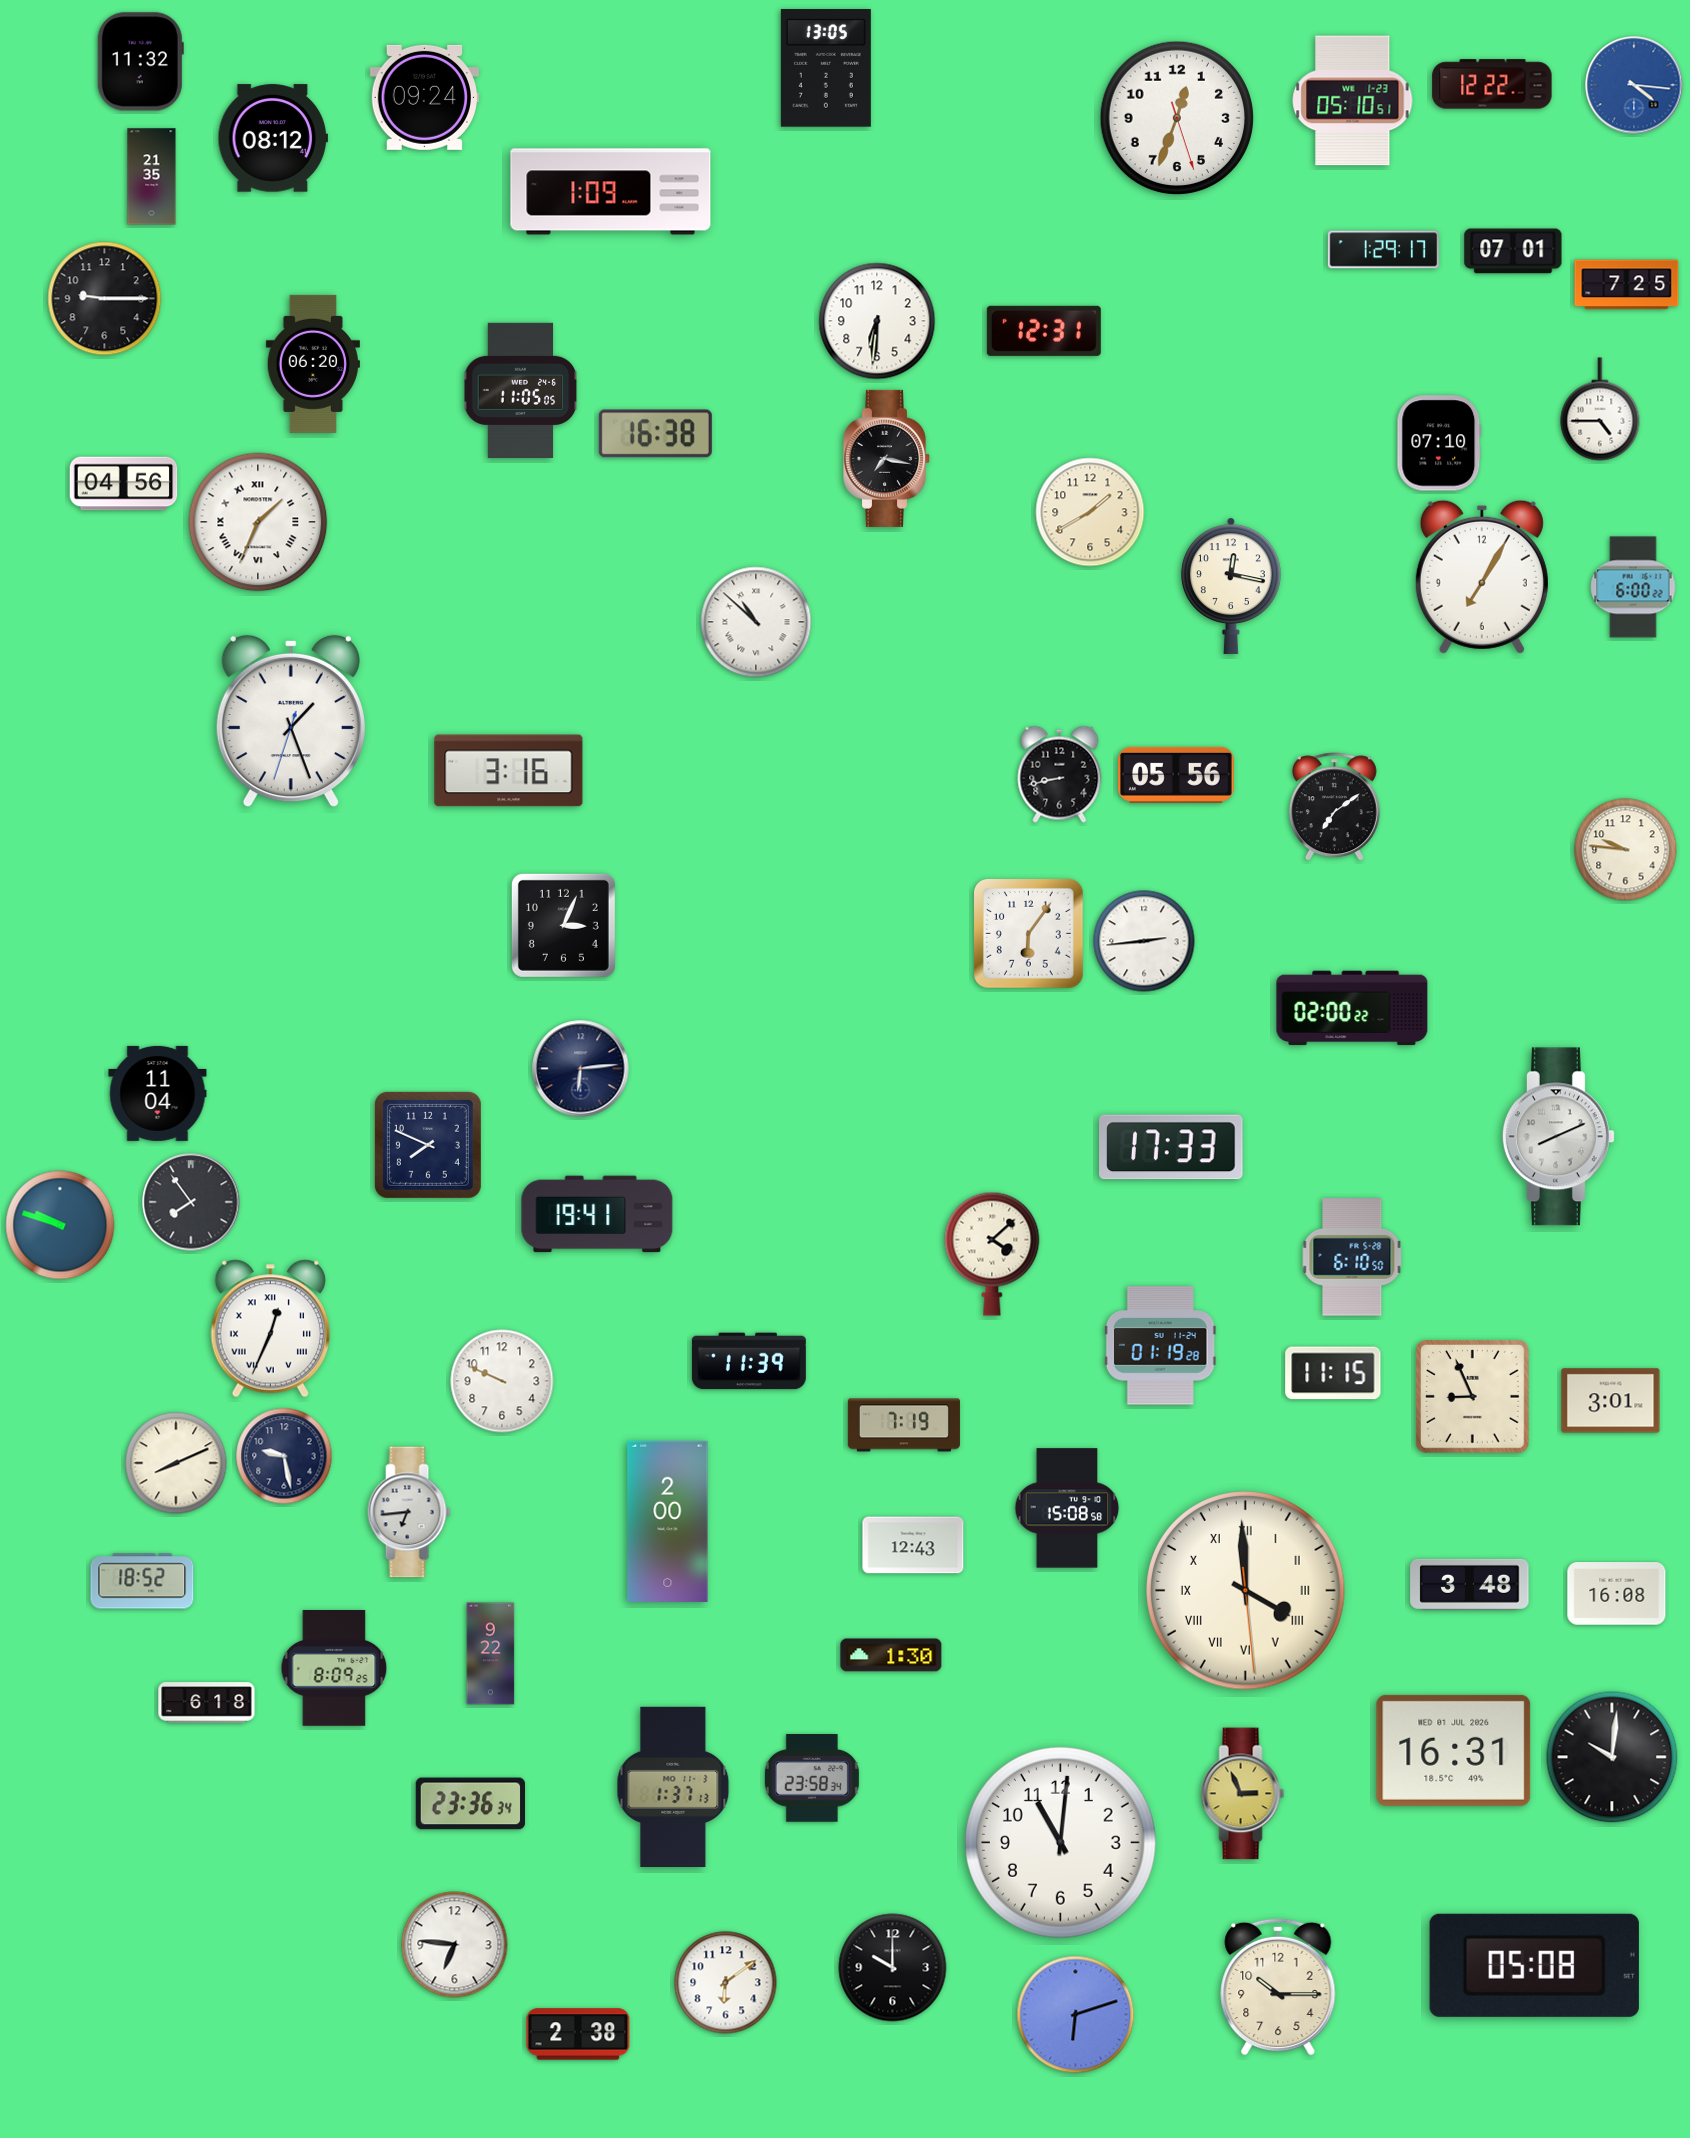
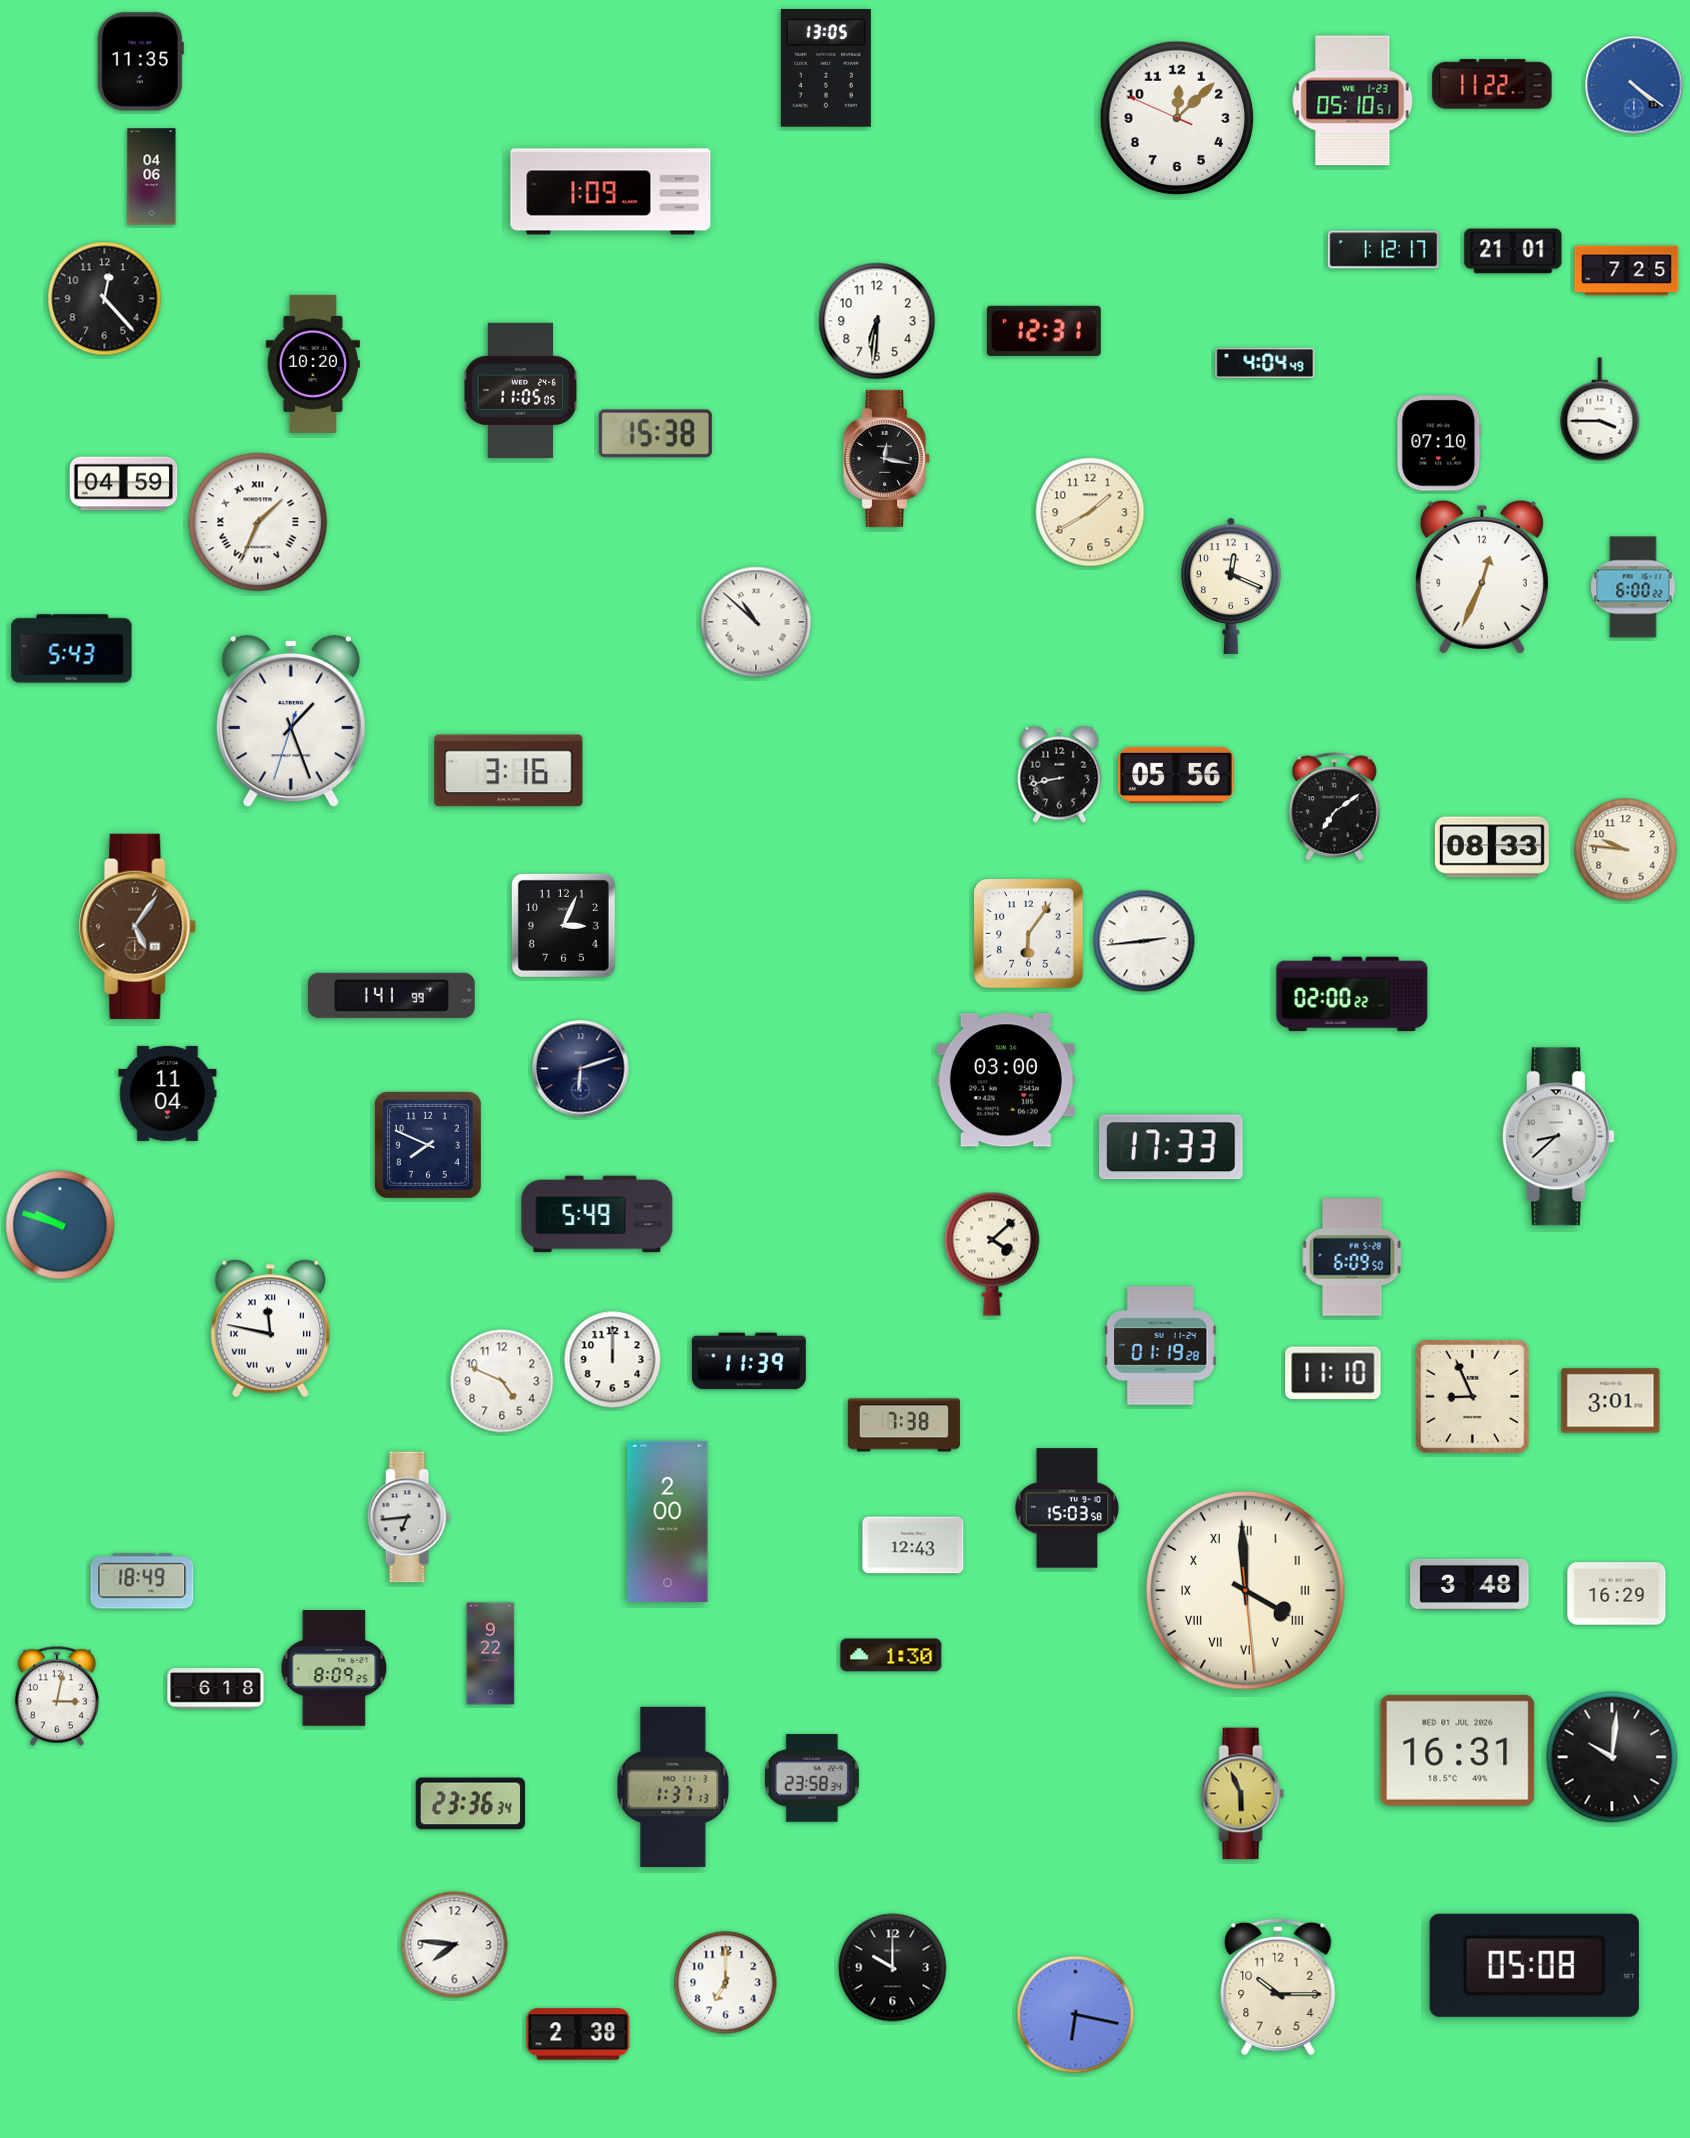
clock at (140, 62): 11:32 -> 11:35
clock at (1492, 84): 12:22 -> 11:22
clock at (1634, 85): 4:16 -> 4:21
clock at (424, 97): 09:24 -> none
clock at (1176, 117): 12:33 -> 12:07
clock at (273, 138): 08:12 -> none
clock at (152, 177): 21:35 -> 04:06
clock at (1383, 250): 1:29 -> 1:12
clock at (1513, 251): 07:01 -> 21:01
clock at (1627, 285) position: (1627, 285) -> (1627, 271)
clock at (105, 299): 9:15 -> 12:23
clock at (1265, 363): none -> 4:04
clock at (313, 364): 06:20 -> 10:20
clock at (1600, 409): 4:45 -> 3:45
clock at (655, 434): 16:38 -> 15:38
clock at (886, 458): 7:17 -> 12:17
clock at (124, 484): 04:56 -> 04:59
clock at (1482, 577): 7:05 -> 12:34
clock at (1231, 586): 12:17 -> 12:19
clock at (72, 649): none -> 5:43
clock at (1492, 847): none -> 08:33
clock at (138, 926): none -> 5:06
clock at (392, 995): none -> 1:41
clock at (1352, 1008) position: (1352, 1008) -> (1352, 994)
clock at (581, 1069): 6:14 -> 6:12
clock at (1006, 1080): none -> 03:00
clock at (158, 1093) position: (158, 1093) -> (168, 1093)
clock at (1558, 1137): 8:11 -> 8:38
clock at (191, 1202): 7:54 -> none
clock at (597, 1214): 19:41 -> 5:49
clock at (1352, 1257): 6:10 -> 6:09
clock at (270, 1329): 12:34 -> 11:47
clock at (613, 1360): none -> 12:00
clock at (1333, 1373): 11:15 -> 11:10
clock at (502, 1381): 9:49 -> 4:49
clock at (904, 1425): 7:19 -> 7:38
clock at (284, 1456): 9:28 -> none
clock at (176, 1463): 8:11 -> none
clock at (1067, 1508): 15:08 -> 15:03
clock at (409, 1512) position: (409, 1512) -> (409, 1517)
clock at (142, 1581): 18:52 -> 18:49
clock at (1617, 1594): 16:08 -> 16:29
clock at (57, 1696): none -> 3:02
clock at (207, 1703) position: (207, 1703) -> (216, 1689)
clock at (1454, 1750) position: (1454, 1750) -> (1458, 1750)
clock at (1243, 1794): 2:56 -> 5:56
clock at (1060, 1842): 11:01 -> none
clock at (455, 1945): 6:46 -> 7:46
clock at (726, 1983): 6:09 -> 7:00
clock at (1076, 2015): 6:12 -> 6:17
